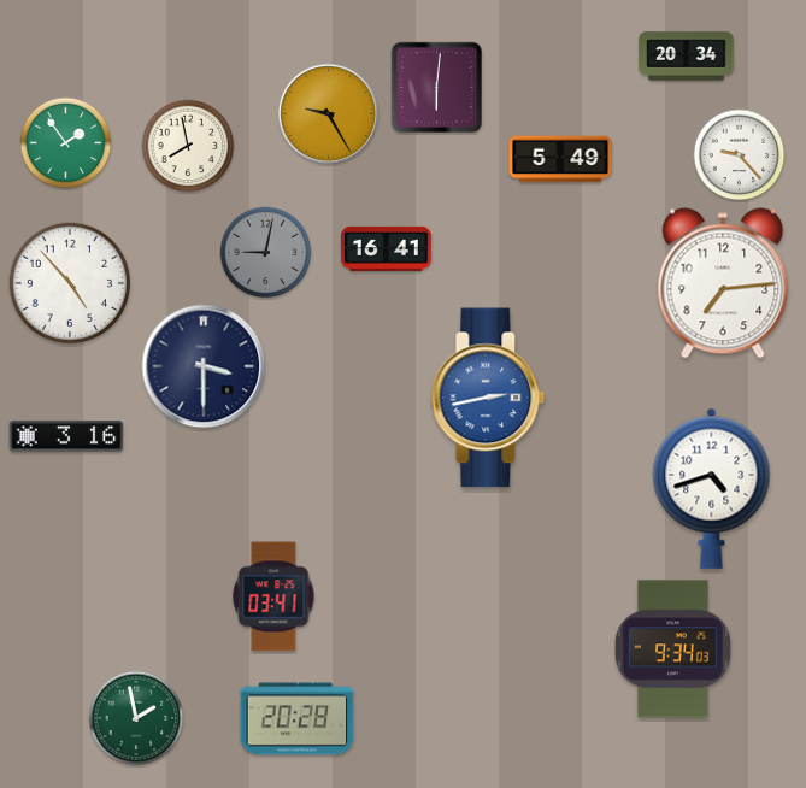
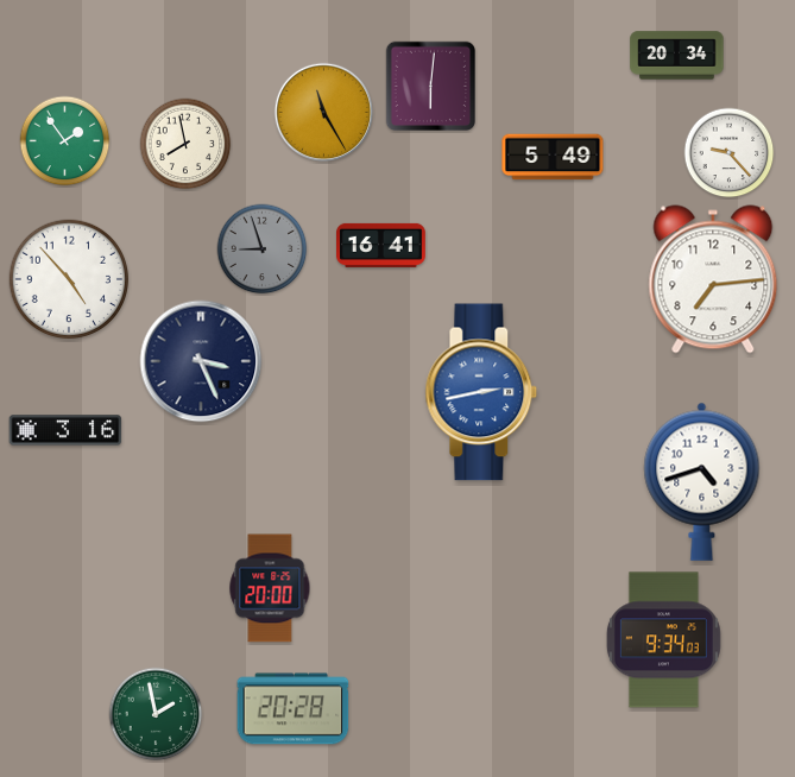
clock at (329, 114): 9:25 -> 11:25
clock at (266, 253): 9:02 -> 8:57
clock at (204, 366): 3:30 -> 3:26
clock at (273, 596): 03:41 -> 20:00
clock at (136, 718) position: (136, 718) -> (156, 714)
